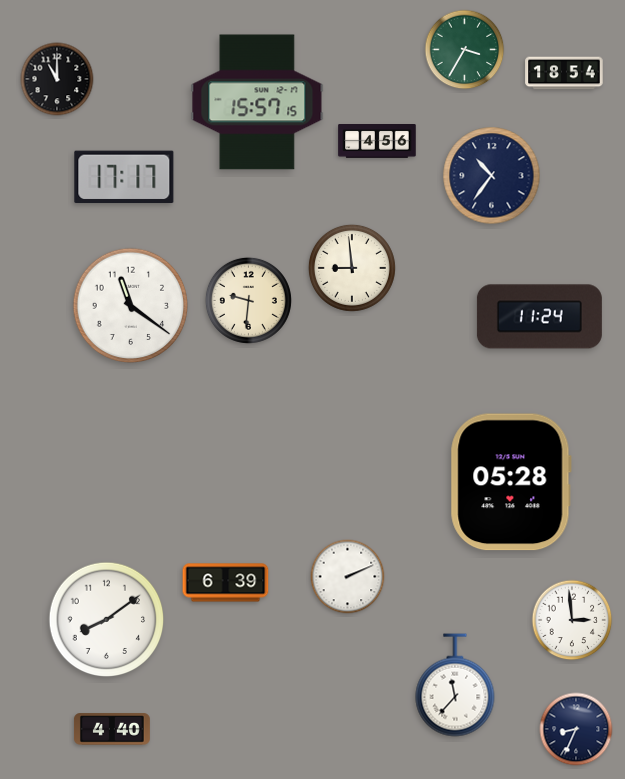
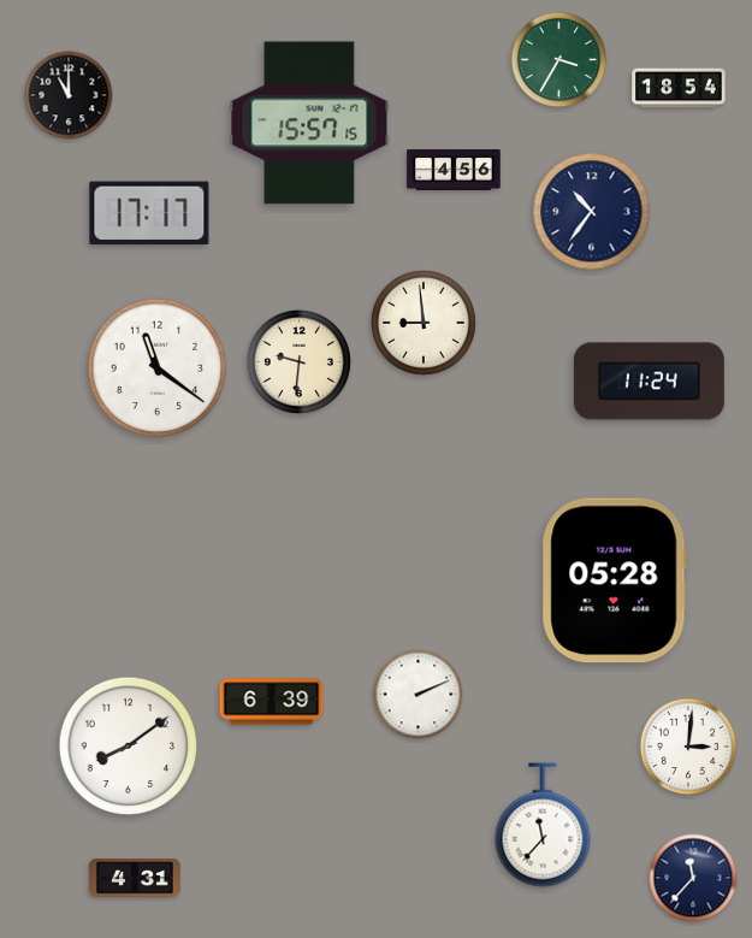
clock at (572, 620): 2:59 -> 3:01
clock at (455, 685) position: (455, 685) -> (543, 825)
clock at (112, 729): 4:40 -> 4:31
clock at (576, 729): 8:34 -> 11:37
